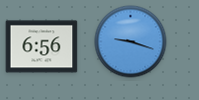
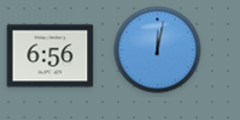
clock at (131, 42): 9:18 -> 12:02
